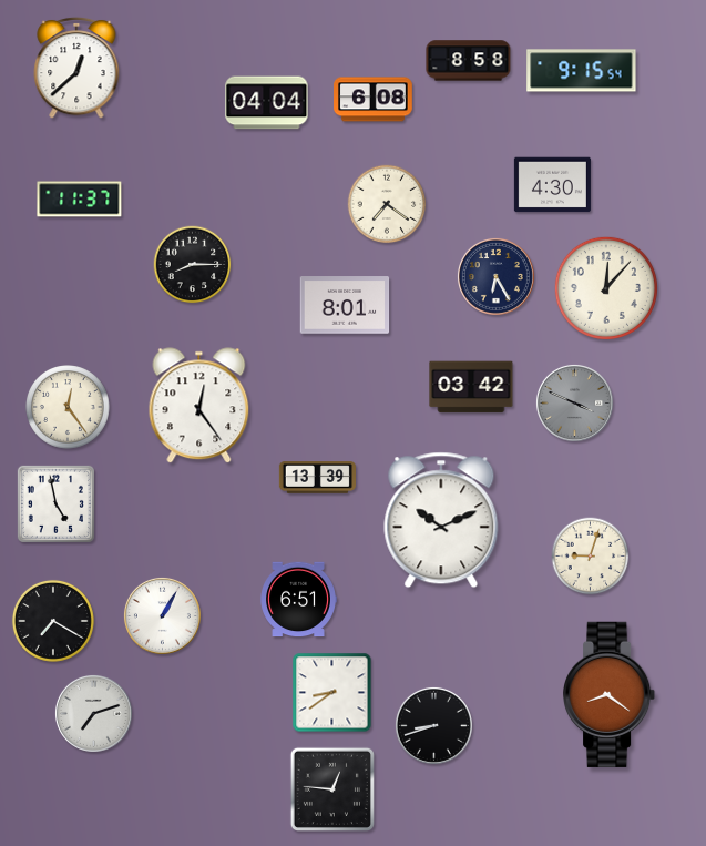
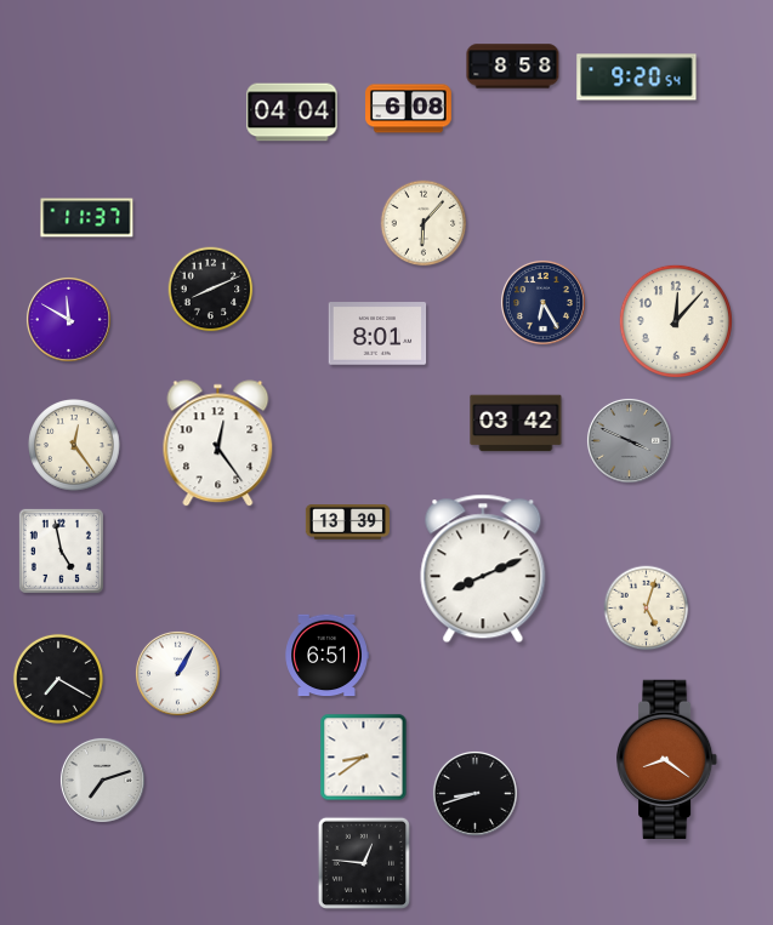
clock at (76, 68): 12:38 -> none
clock at (582, 71): 9:15 -> 9:20
clock at (552, 185): 4:30 -> none
clock at (387, 204): 7:21 -> 6:07
clock at (193, 265): 8:15 -> 8:11
clock at (606, 288) position: (606, 288) -> (676, 321)
clock at (68, 319): none -> 11:50
clock at (441, 520): 10:11 -> 8:11
clock at (591, 557): 9:03 -> 5:03
